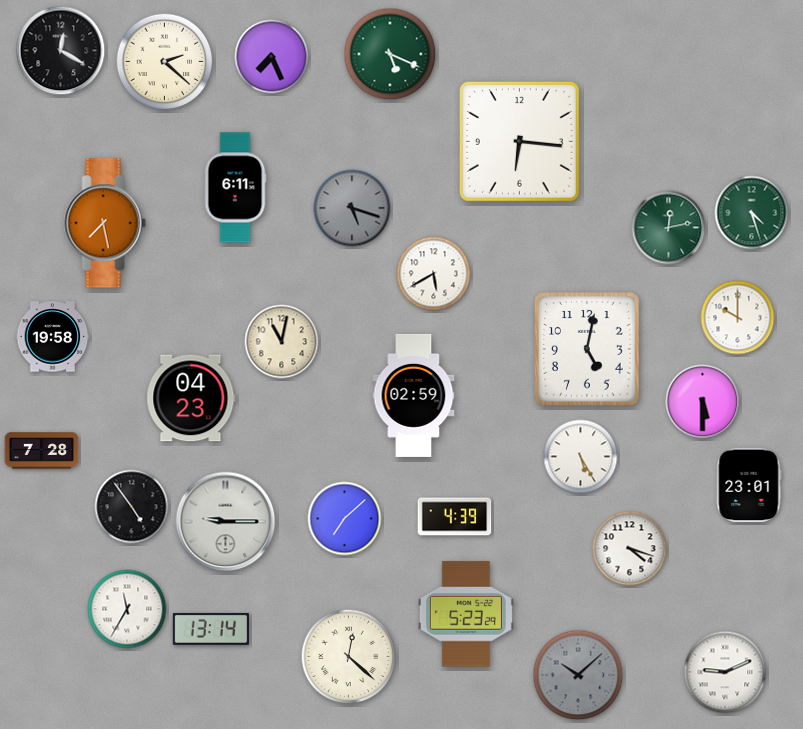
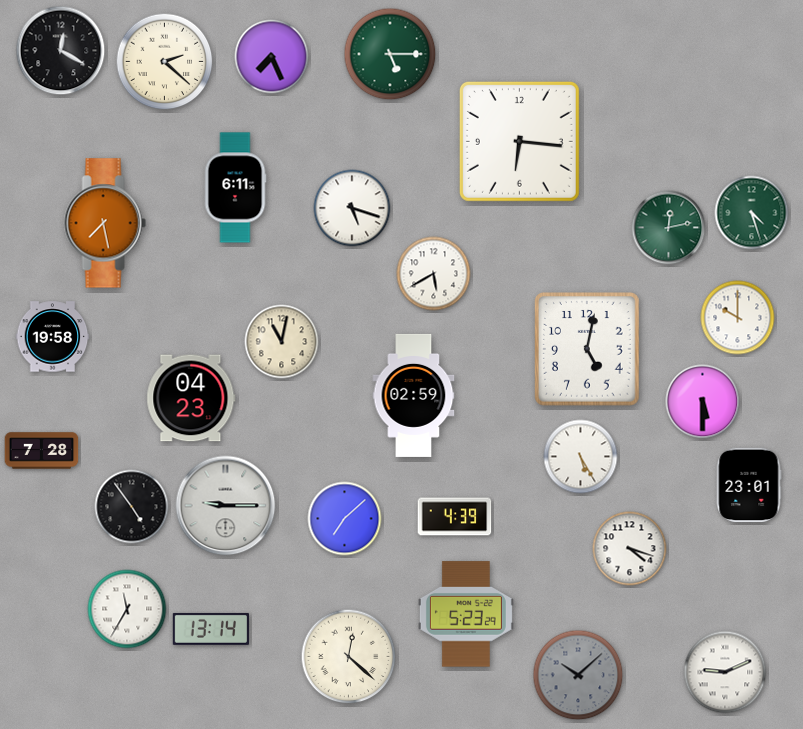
clock at (390, 54): 5:19 -> 5:15
clock at (352, 208) dial: grey -> white
clock at (226, 522) position: (226, 522) -> (226, 506)
